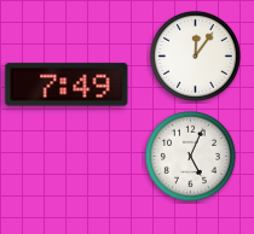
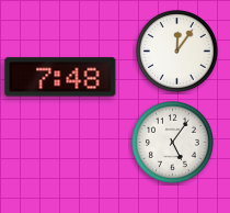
clock at (67, 84): 7:49 -> 7:48
clock at (191, 157): 5:04 -> 5:06
